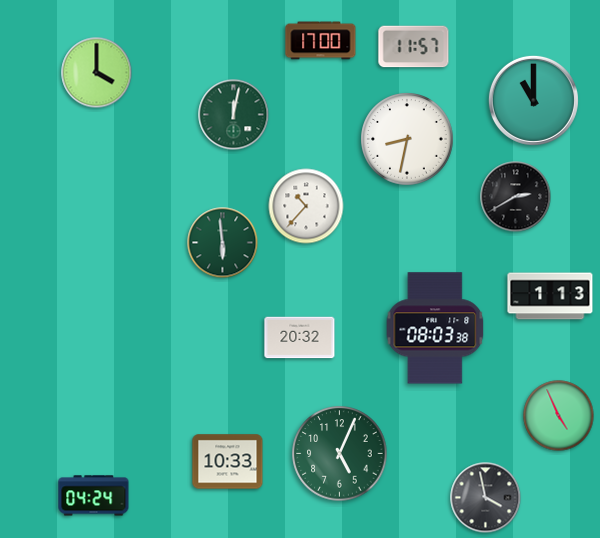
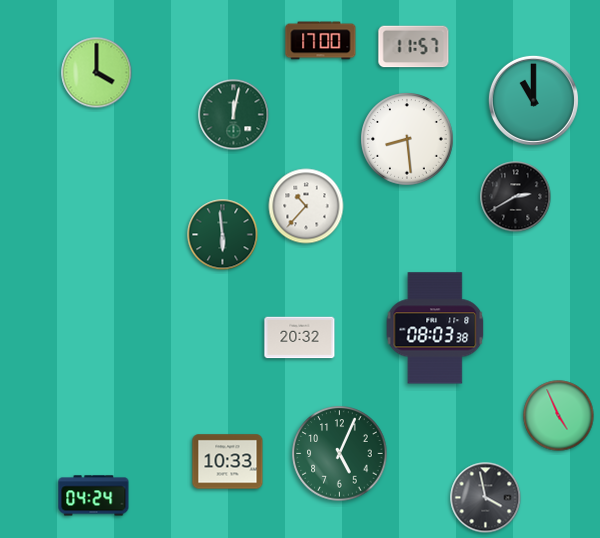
clock at (407, 139): 8:32 -> 8:29
clock at (223, 243) position: (223, 243) -> (223, 235)
clock at (550, 296): 1:13 -> none
